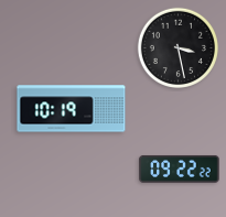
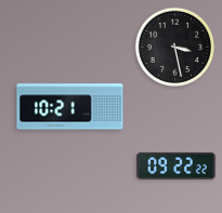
clock at (72, 109): 10:19 -> 10:21
